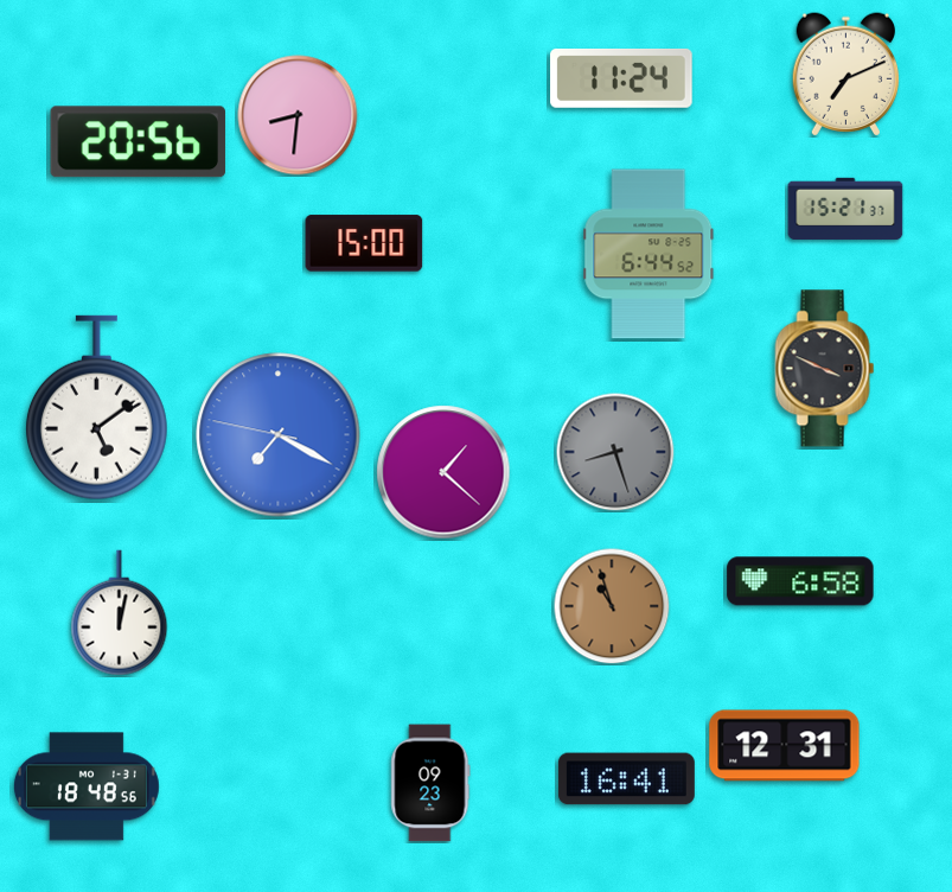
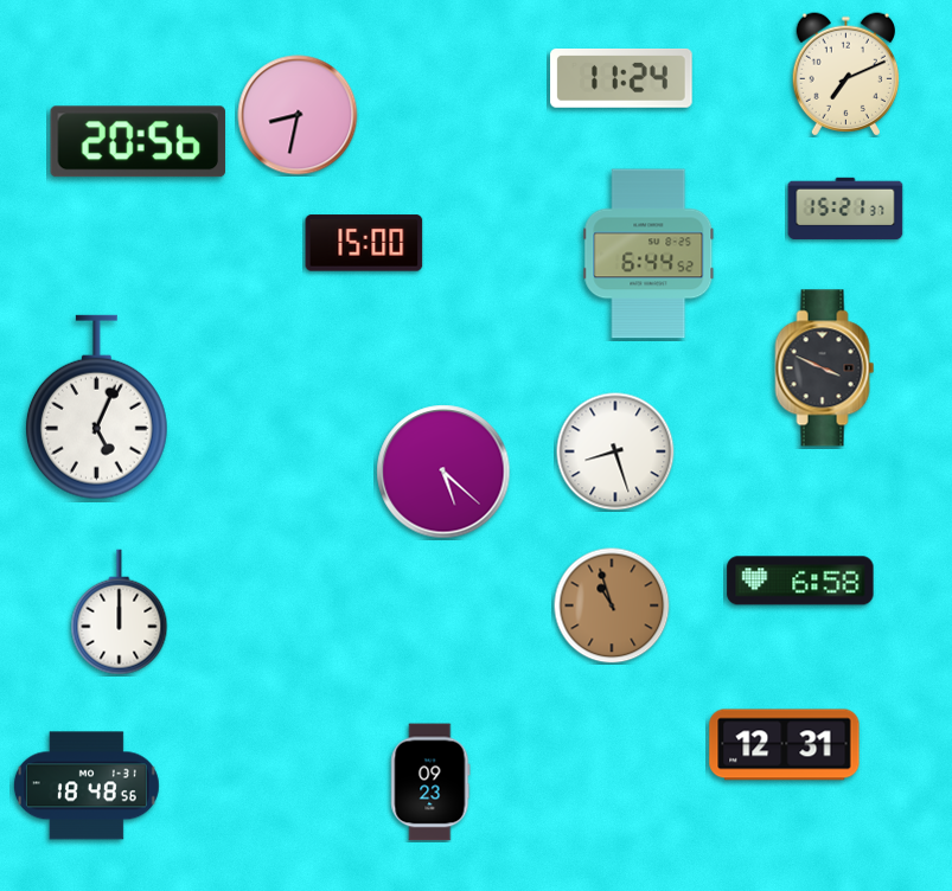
clock at (298, 115): 8:31 -> 8:32
clock at (96, 408): 5:09 -> 5:04
clock at (279, 435): 7:19 -> none
clock at (615, 452) dial: grey -> white
clock at (443, 472): 1:22 -> 5:22
clock at (120, 613): 12:02 -> 12:00
clock at (626, 779): 16:41 -> none
